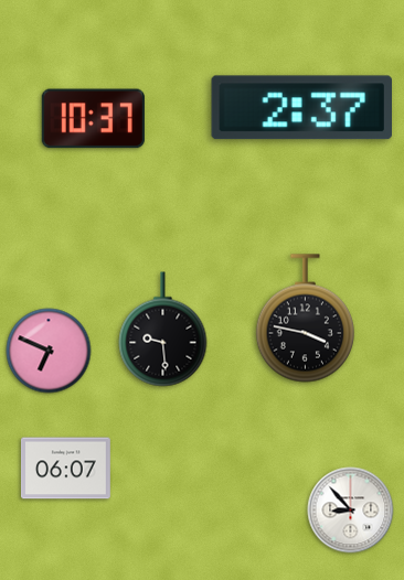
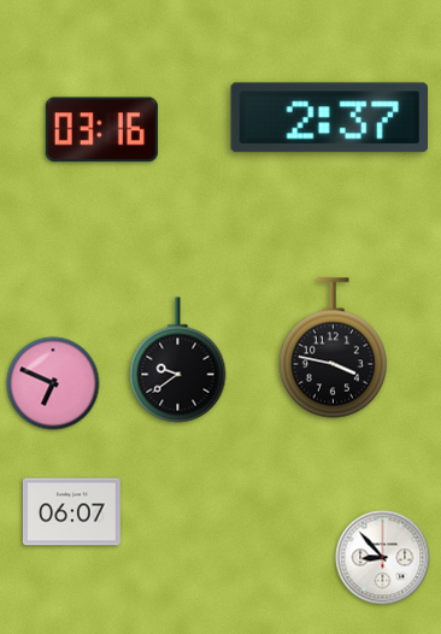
clock at (93, 119): 10:37 -> 03:16
clock at (163, 330): 9:29 -> 9:39
